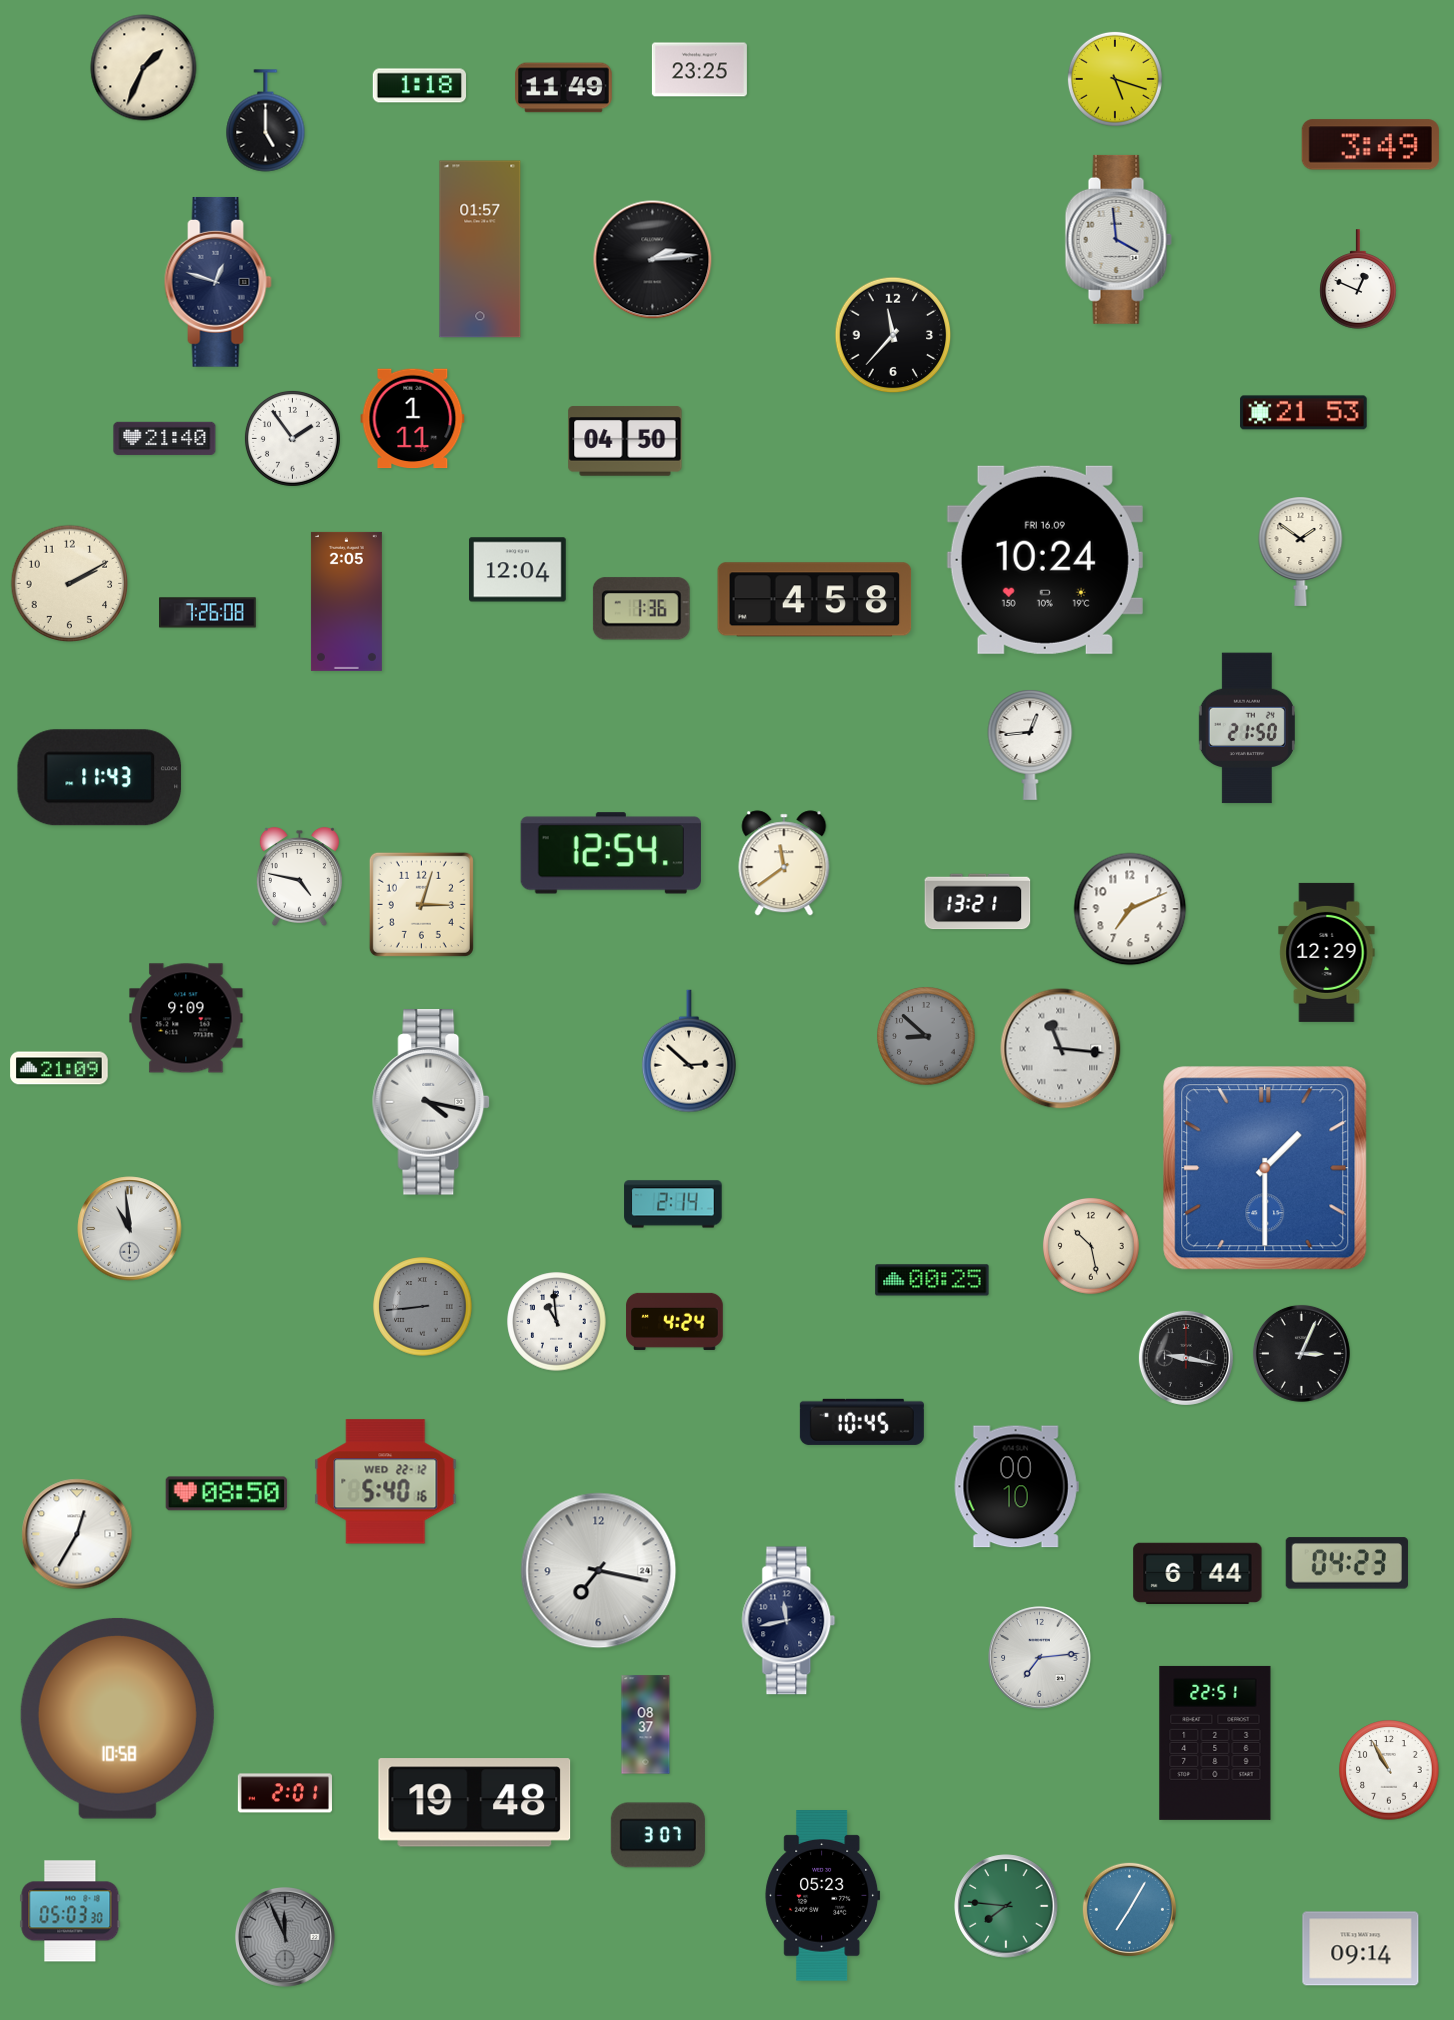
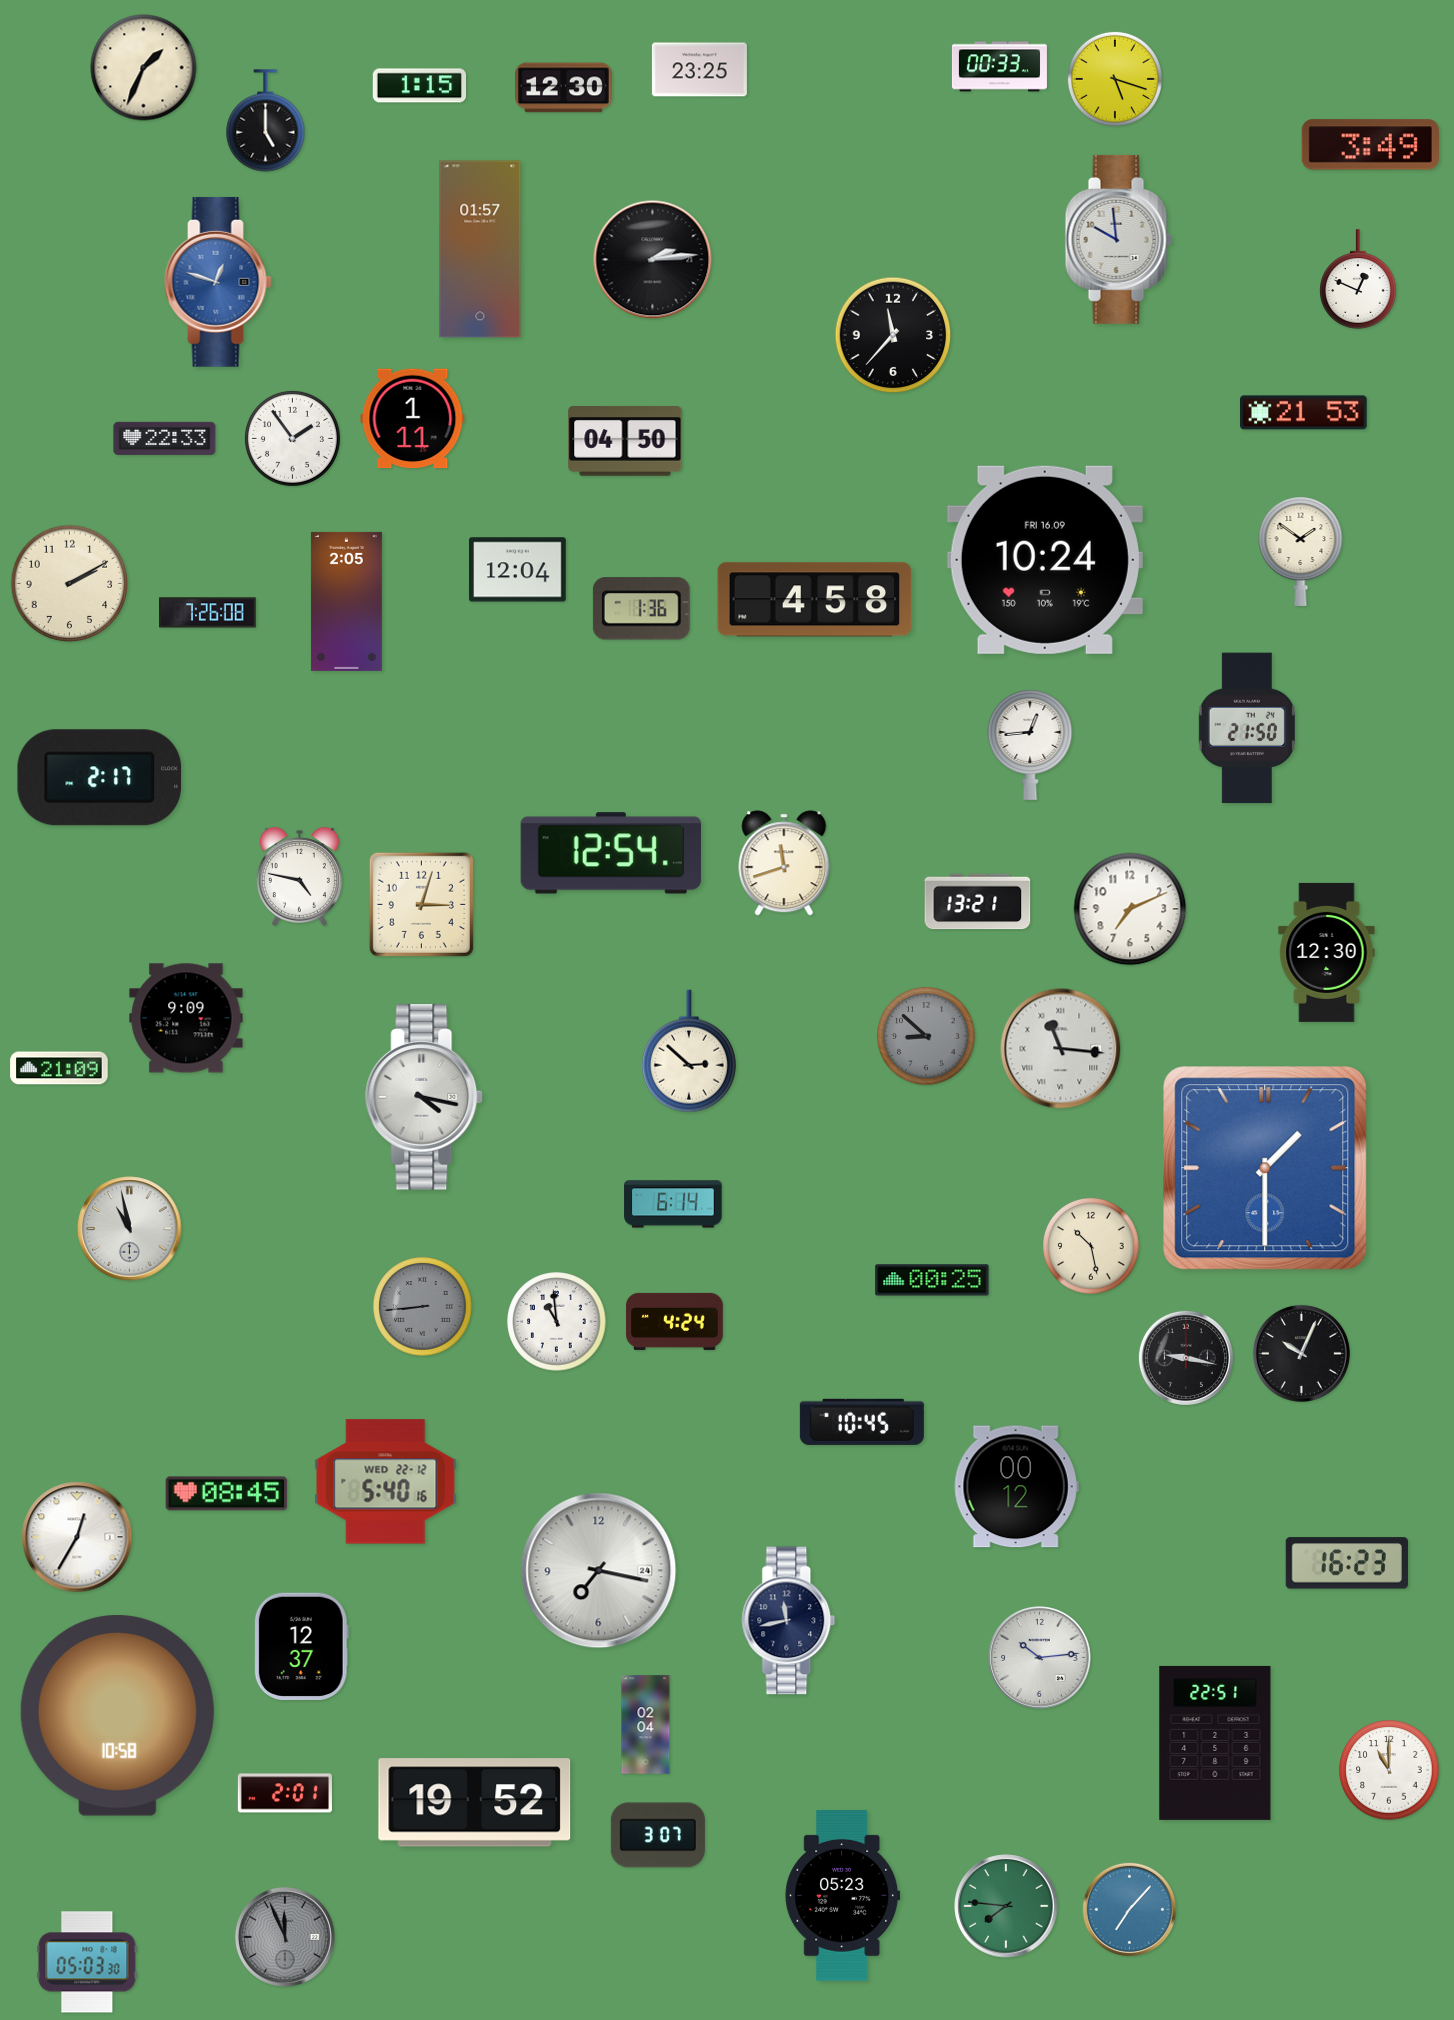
clock at (999, 67): none -> 00:33
clock at (419, 86): 1:18 -> 1:15
clock at (564, 88): 11:49 -> 12:30
clock at (1118, 239): 3:59 -> 9:59
clock at (218, 282) dial: navy -> blue
clock at (165, 438): 21:40 -> 22:33
clock at (100, 778): 11:43 -> 2:17
clock at (784, 863): 11:39 -> 11:42
clock at (1327, 952): 12:29 -> 12:30
clock at (432, 1102) position: (432, 1102) -> (425, 1097)
clock at (673, 1204): 2:14 -> 6:14
clock at (130, 1229): 10:59 -> 10:58
clock at (1301, 1353): 3:04 -> 10:04
clock at (1016, 1487): 00:10 -> 00:12
clock at (227, 1494): 08:50 -> 08:45
clock at (77, 1534) position: (77, 1534) -> (77, 1537)
clock at (1347, 1563): 04:23 -> 16:23
clock at (1198, 1573): 6:44 -> none
clock at (301, 1647): none -> 12:37
clock at (1040, 1658): 7:14 -> 10:14
clock at (117, 1718) position: (117, 1718) -> (117, 1715)
clock at (646, 1725): 08:37 -> 02:04
clock at (1389, 1770): 10:55 -> 11:00
clock at (475, 1803): 19:48 -> 19:52
clock at (823, 1896) position: (823, 1896) -> (843, 1896)
clock at (1129, 1909): 7:05 -> 7:07
clock at (70, 1911) position: (70, 1911) -> (87, 1962)
clock at (1361, 1949): 09:14 -> none
